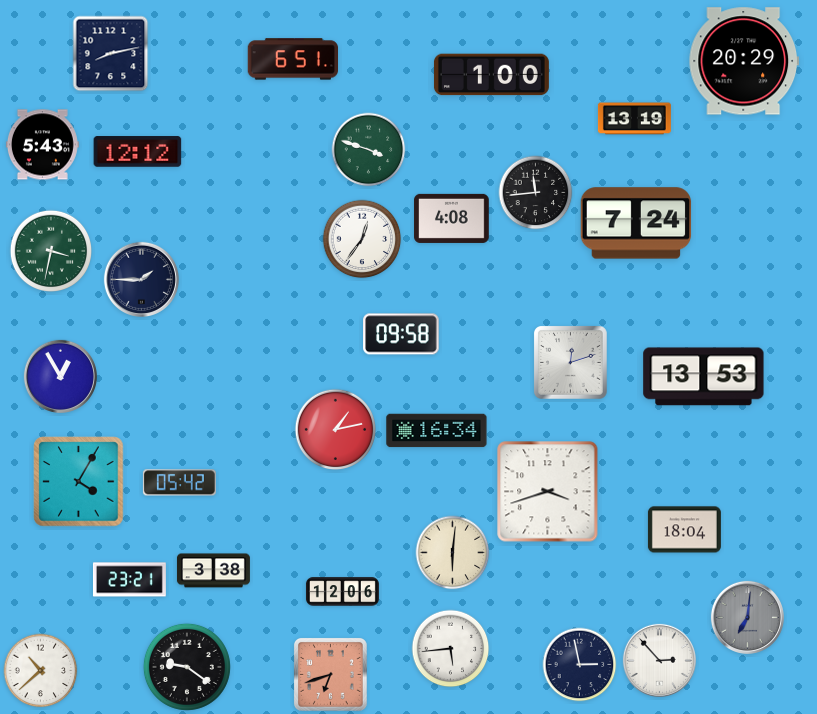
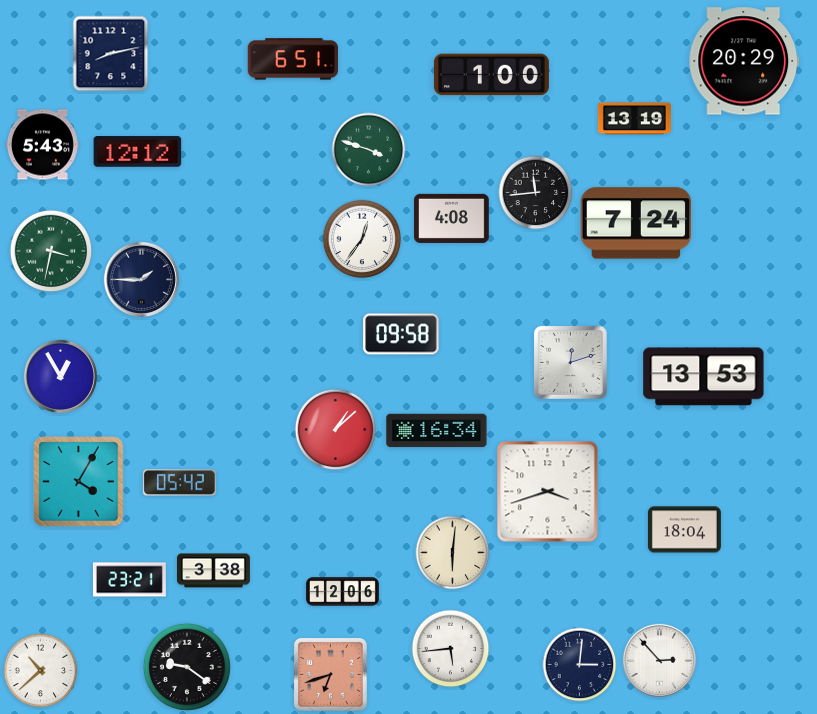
clock at (336, 430): 1:13 -> 1:08
clock at (747, 617): 7:01 -> none
clock at (580, 665): 2:58 -> 3:01
